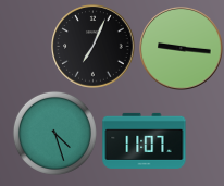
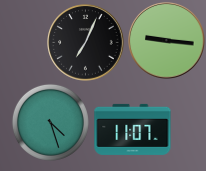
clock at (182, 49) position: (182, 49) -> (167, 41)
